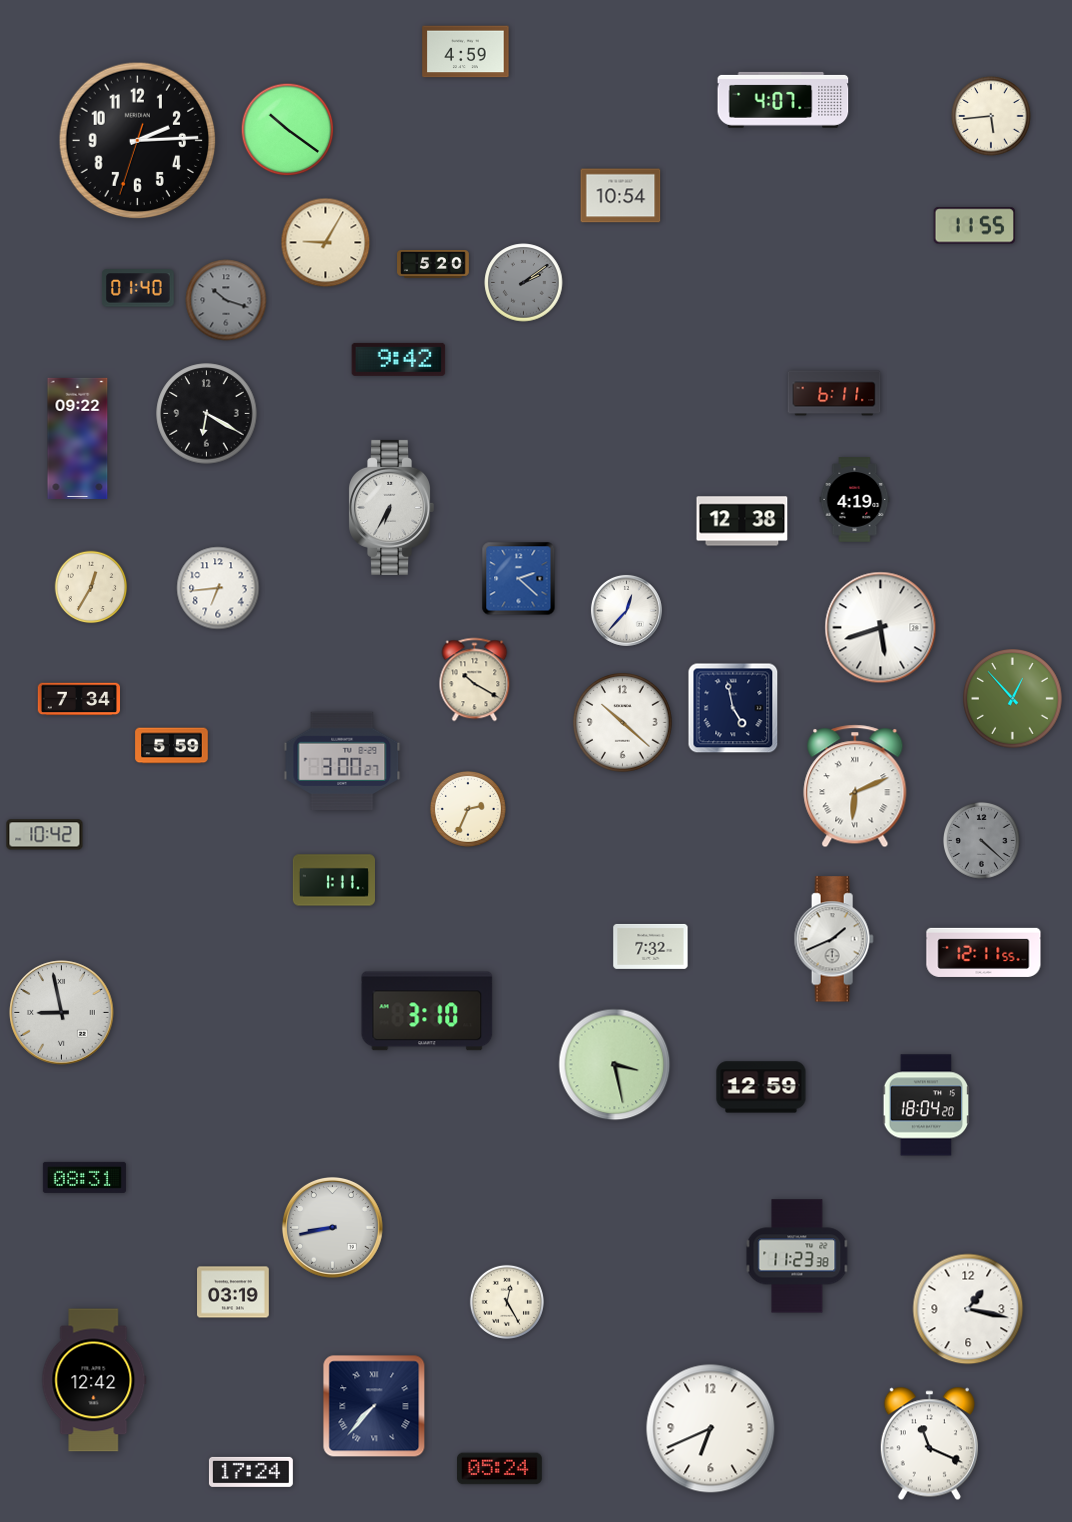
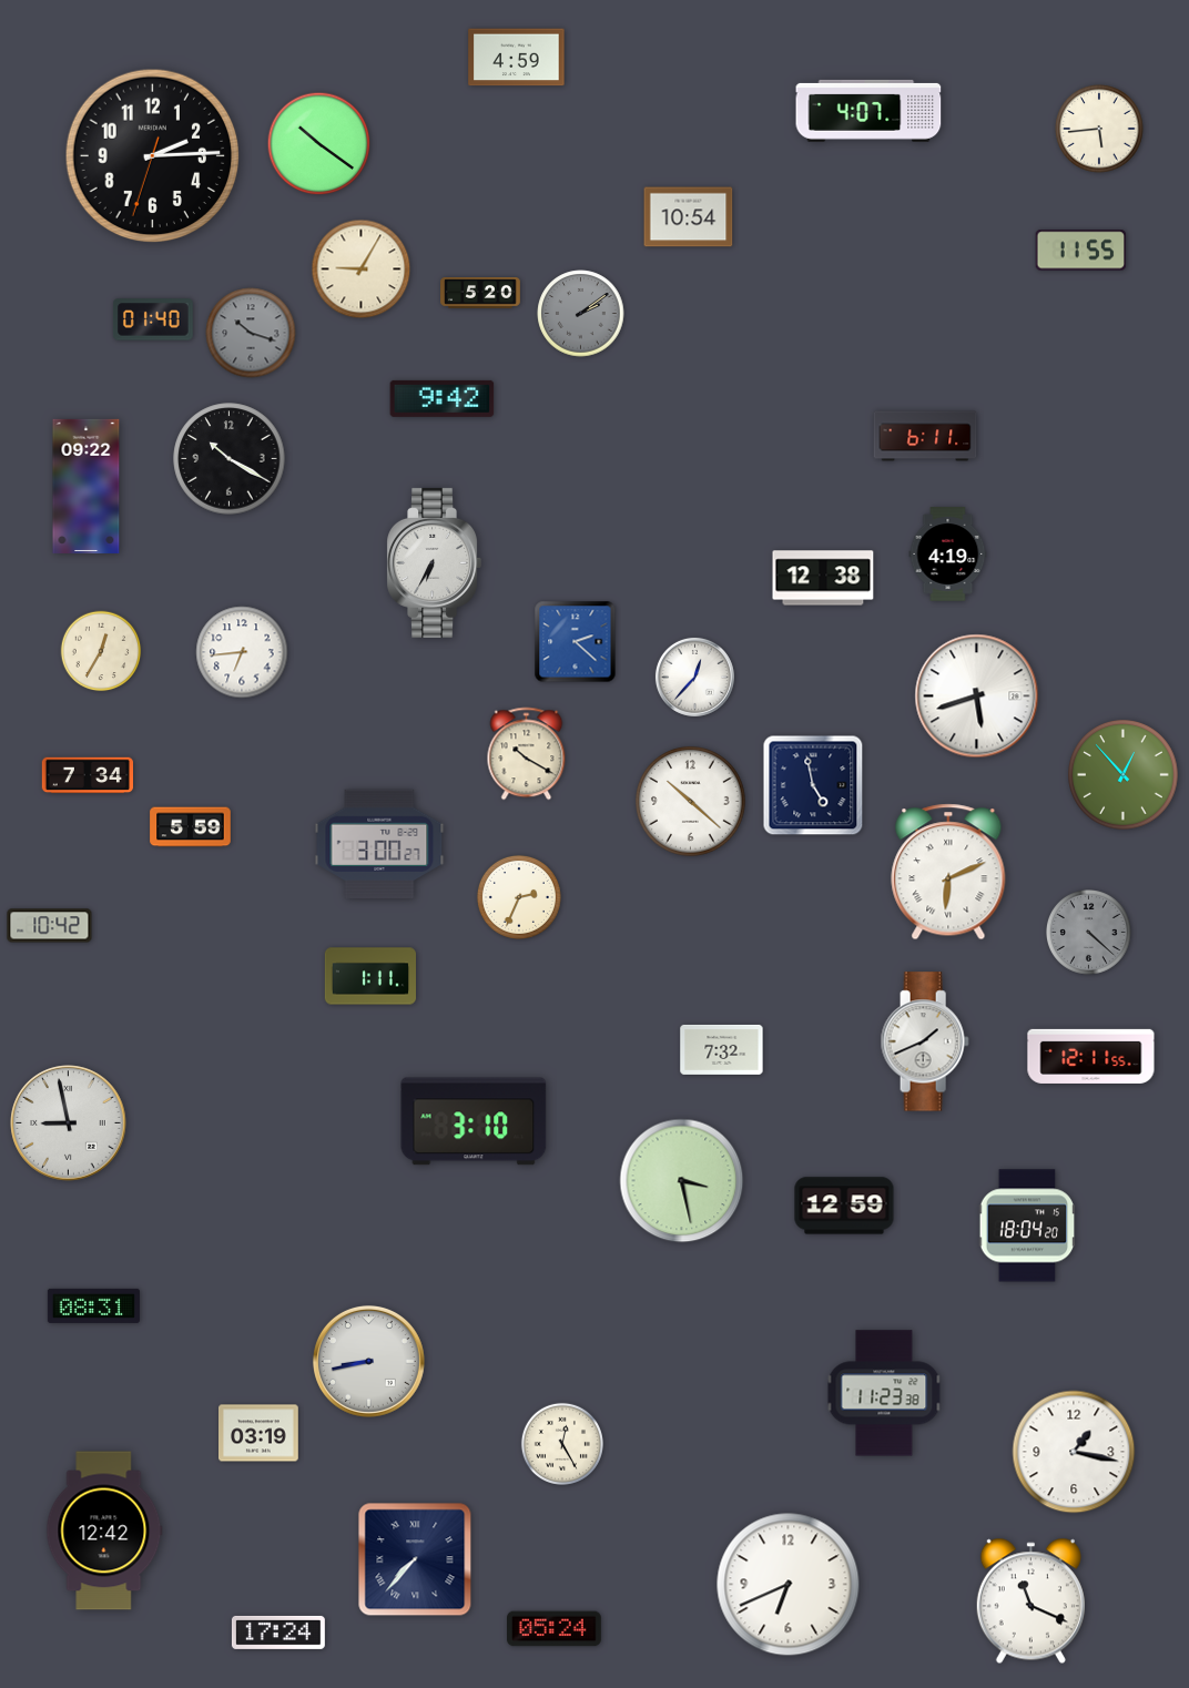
clock at (207, 414): 6:20 -> 10:20
